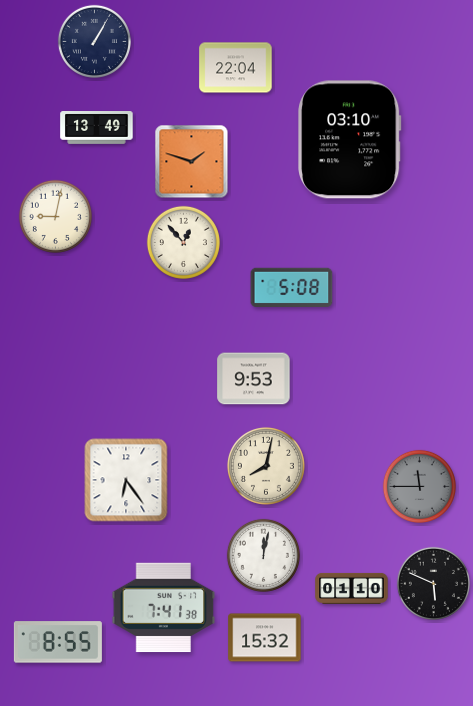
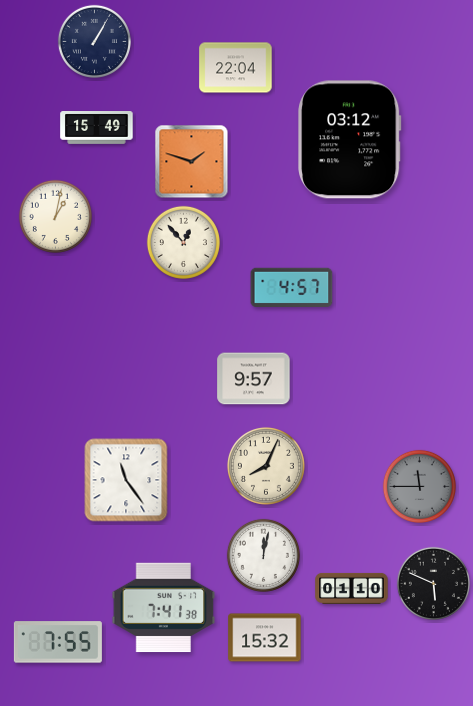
clock at (97, 128): 13:49 -> 15:49
clock at (350, 140): 03:10 -> 03:12
clock at (55, 216): 9:02 -> 1:02
clock at (292, 287): 5:08 -> 4:57
clock at (254, 379): 9:53 -> 9:57
clock at (266, 466): 8:02 -> 8:04
clock at (126, 480): 6:24 -> 11:24
clock at (58, 642): 8:55 -> 7:55
